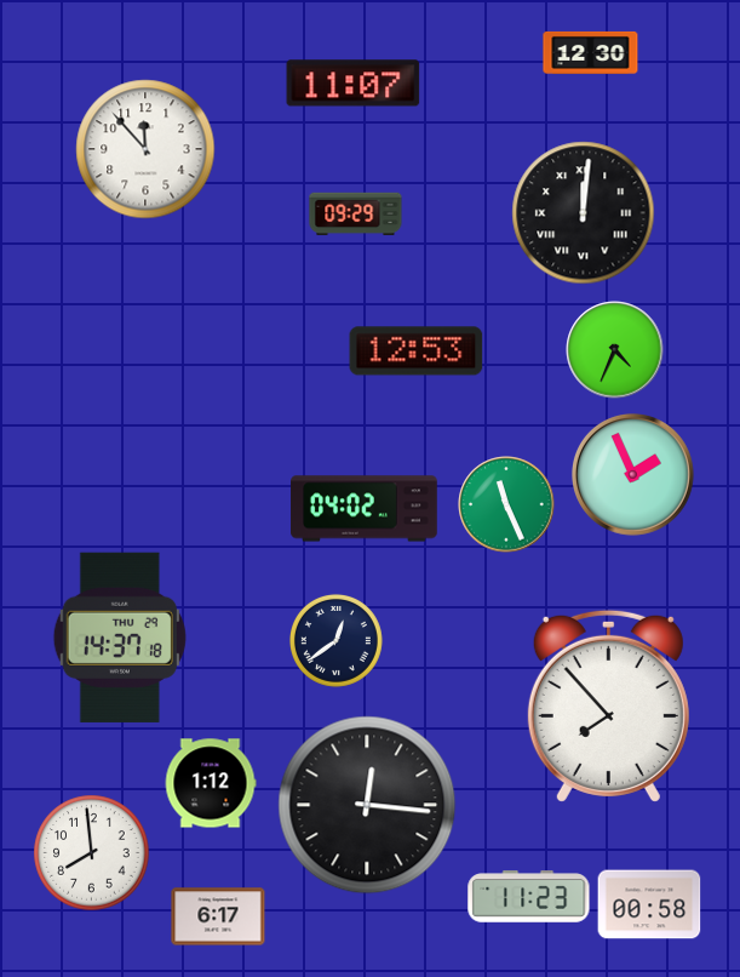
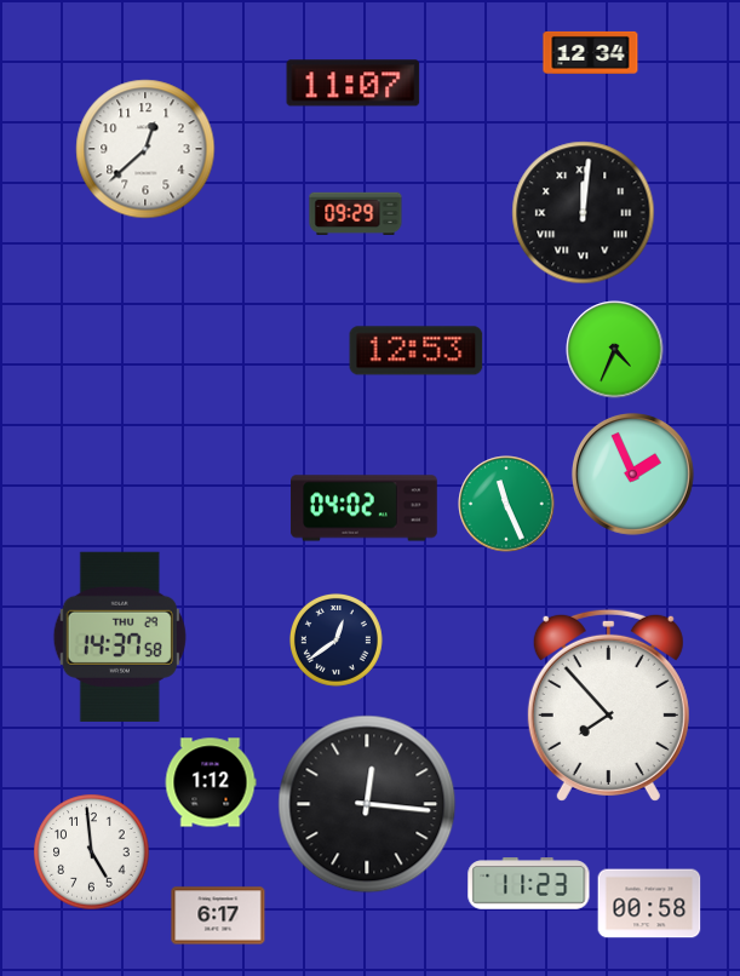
clock at (591, 52): 12:30 -> 12:34
clock at (145, 149): 11:53 -> 12:38
clock at (120, 638): 14:37:18 -> 14:37:58
clock at (92, 853): 7:59 -> 4:59
clock at (529, 897) position: (529, 897) -> (529, 884)
